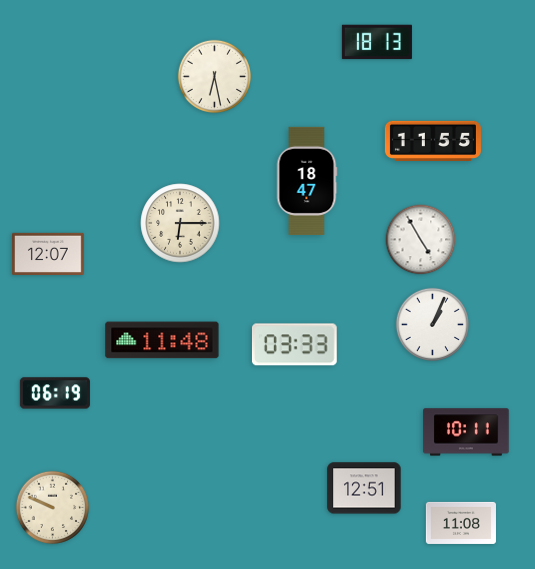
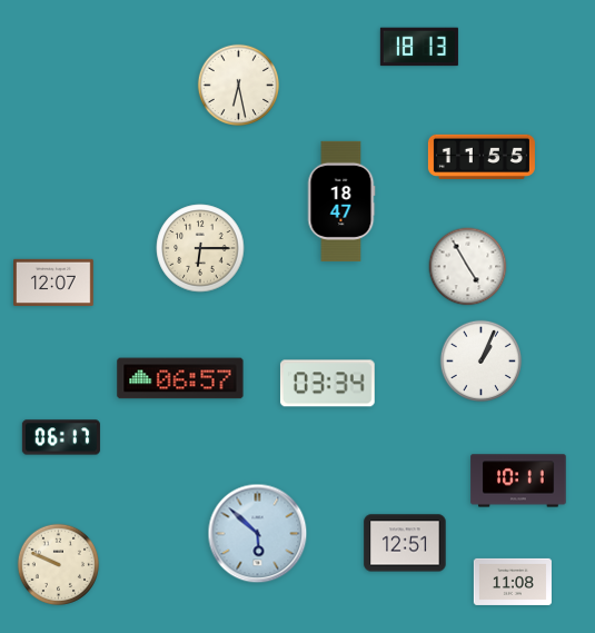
clock at (162, 340): 11:48 -> 06:57
clock at (294, 345): 03:33 -> 03:34
clock at (55, 393): 06:19 -> 06:17
clock at (258, 534): none -> 5:52
